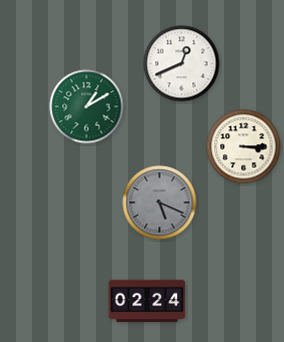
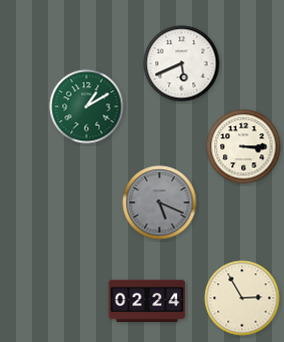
clock at (182, 64): 12:41 -> 5:41
clock at (242, 298): none -> 2:55
